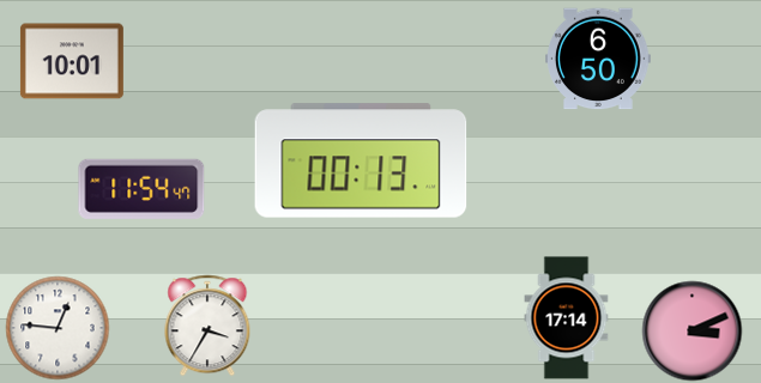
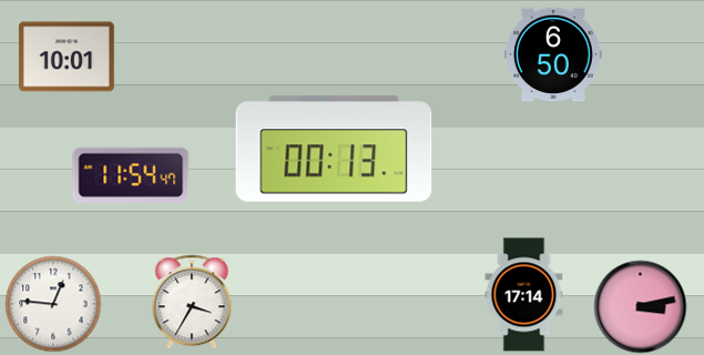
clock at (693, 332): 3:11 -> 3:13
